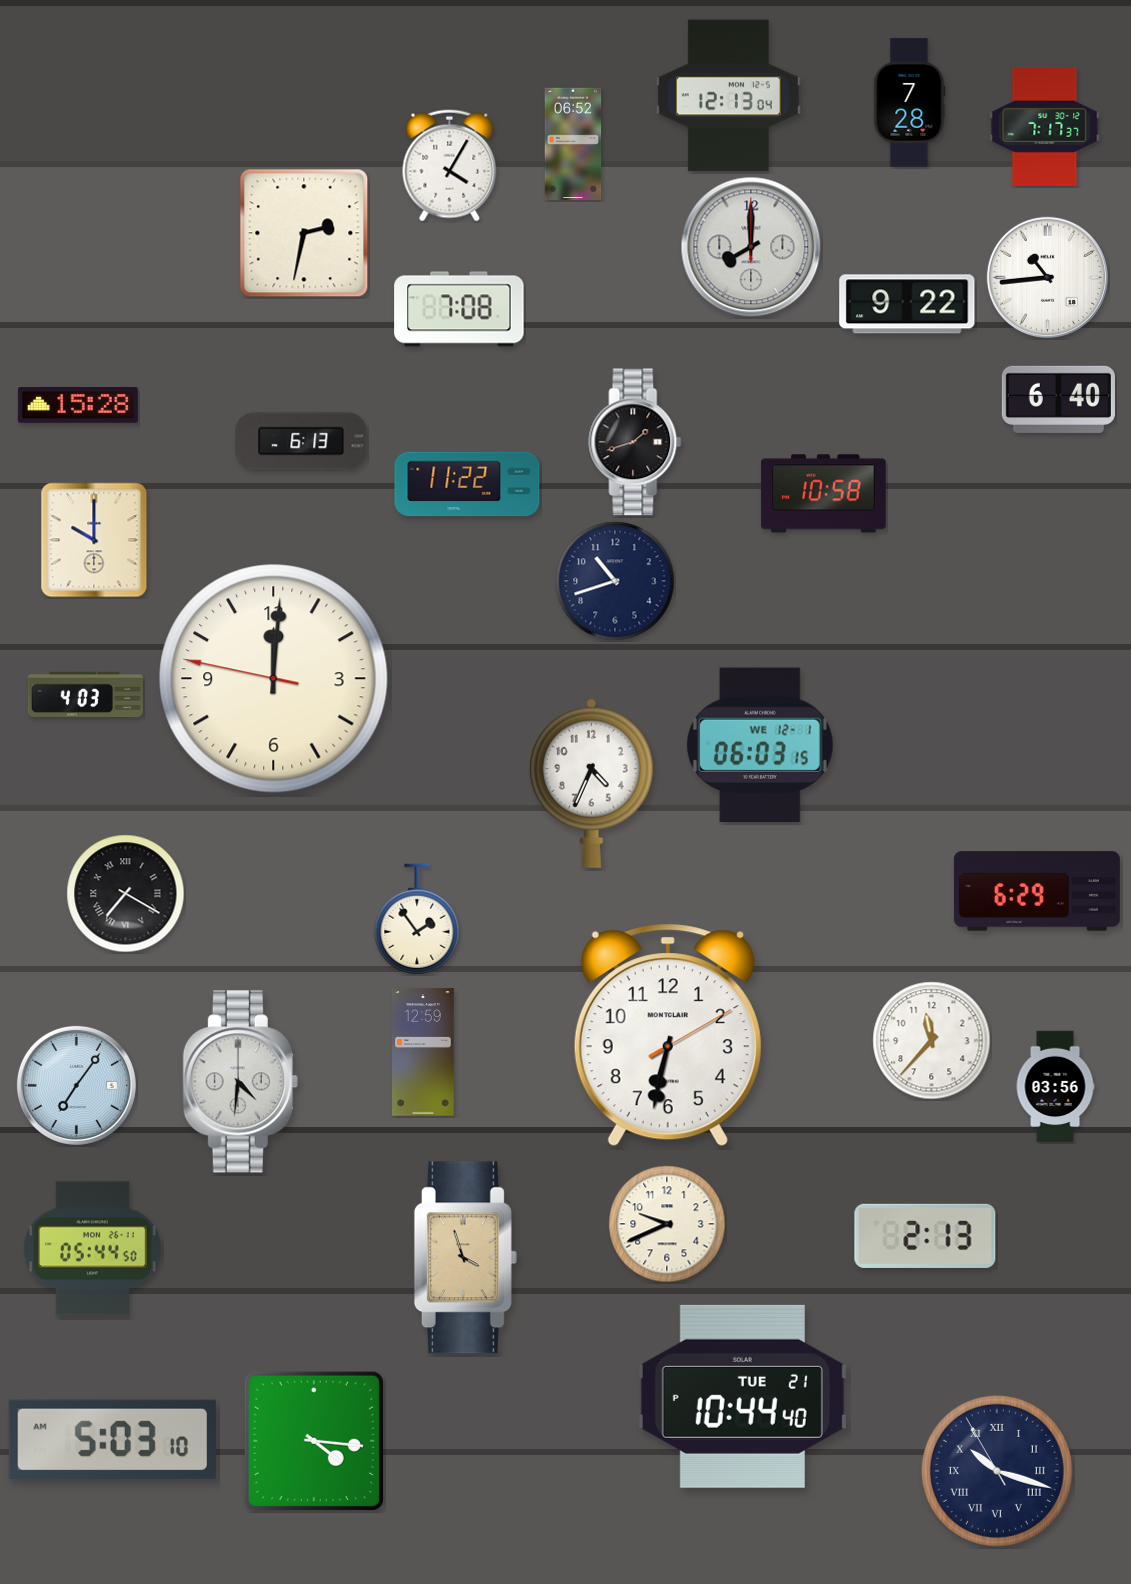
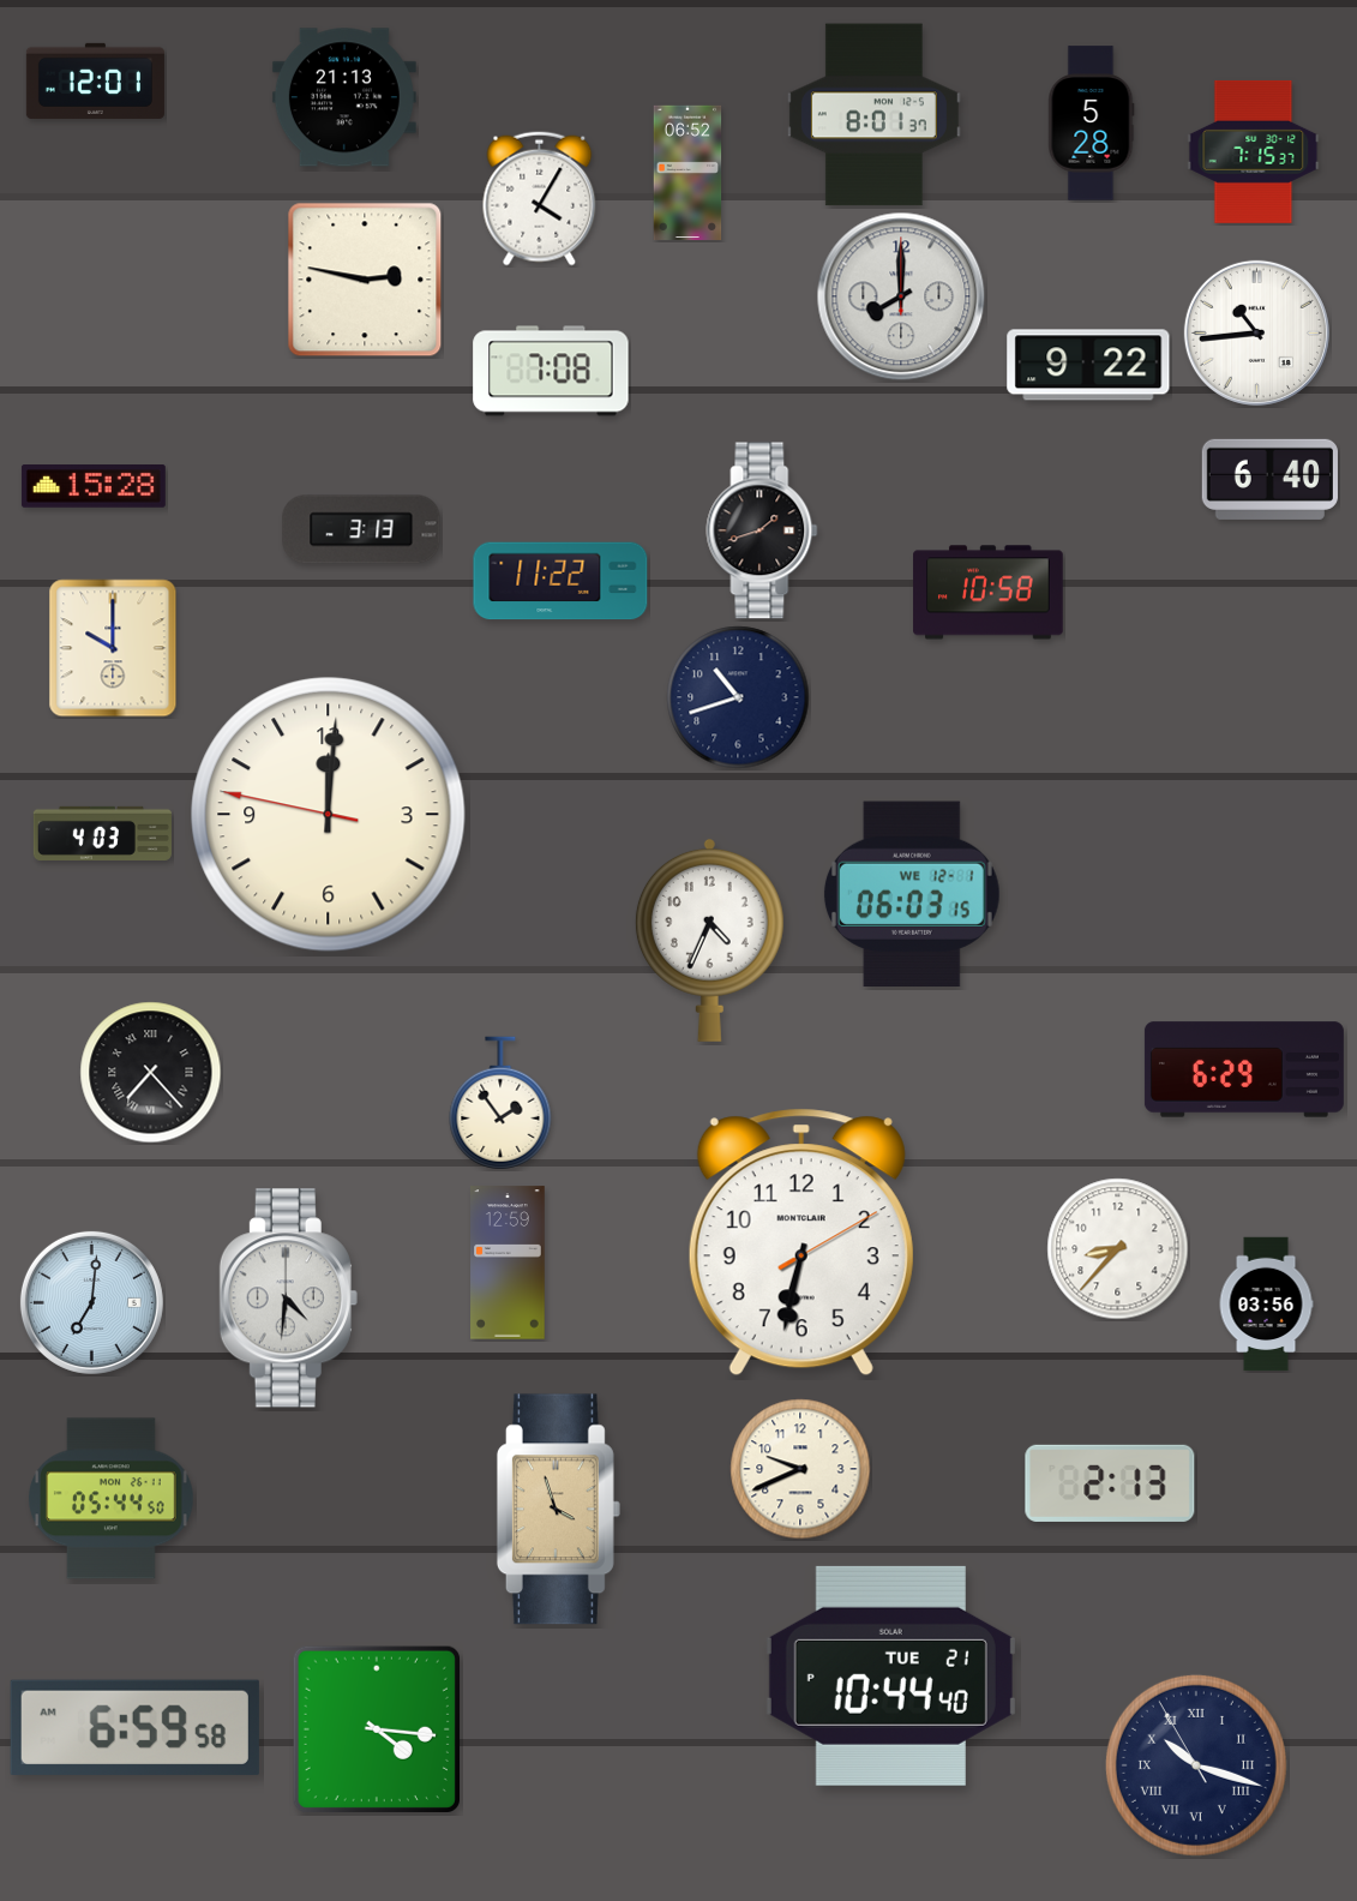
clock at (95, 80): none -> 12:01
clock at (344, 97): none -> 21:13
clock at (728, 96): 12:13 -> 8:01
clock at (910, 103): 7:28 -> 5:28
clock at (1045, 126): 7:17 -> 7:15
clock at (304, 233): 2:32 -> 2:47
clock at (301, 441): 6:13 -> 3:13
clock at (126, 894): 7:20 -> 7:23
clock at (932, 1041): 11:37 -> 8:37
clock at (76, 1085): 7:06 -> 7:01
clock at (112, 1439): 5:03 -> 6:59
